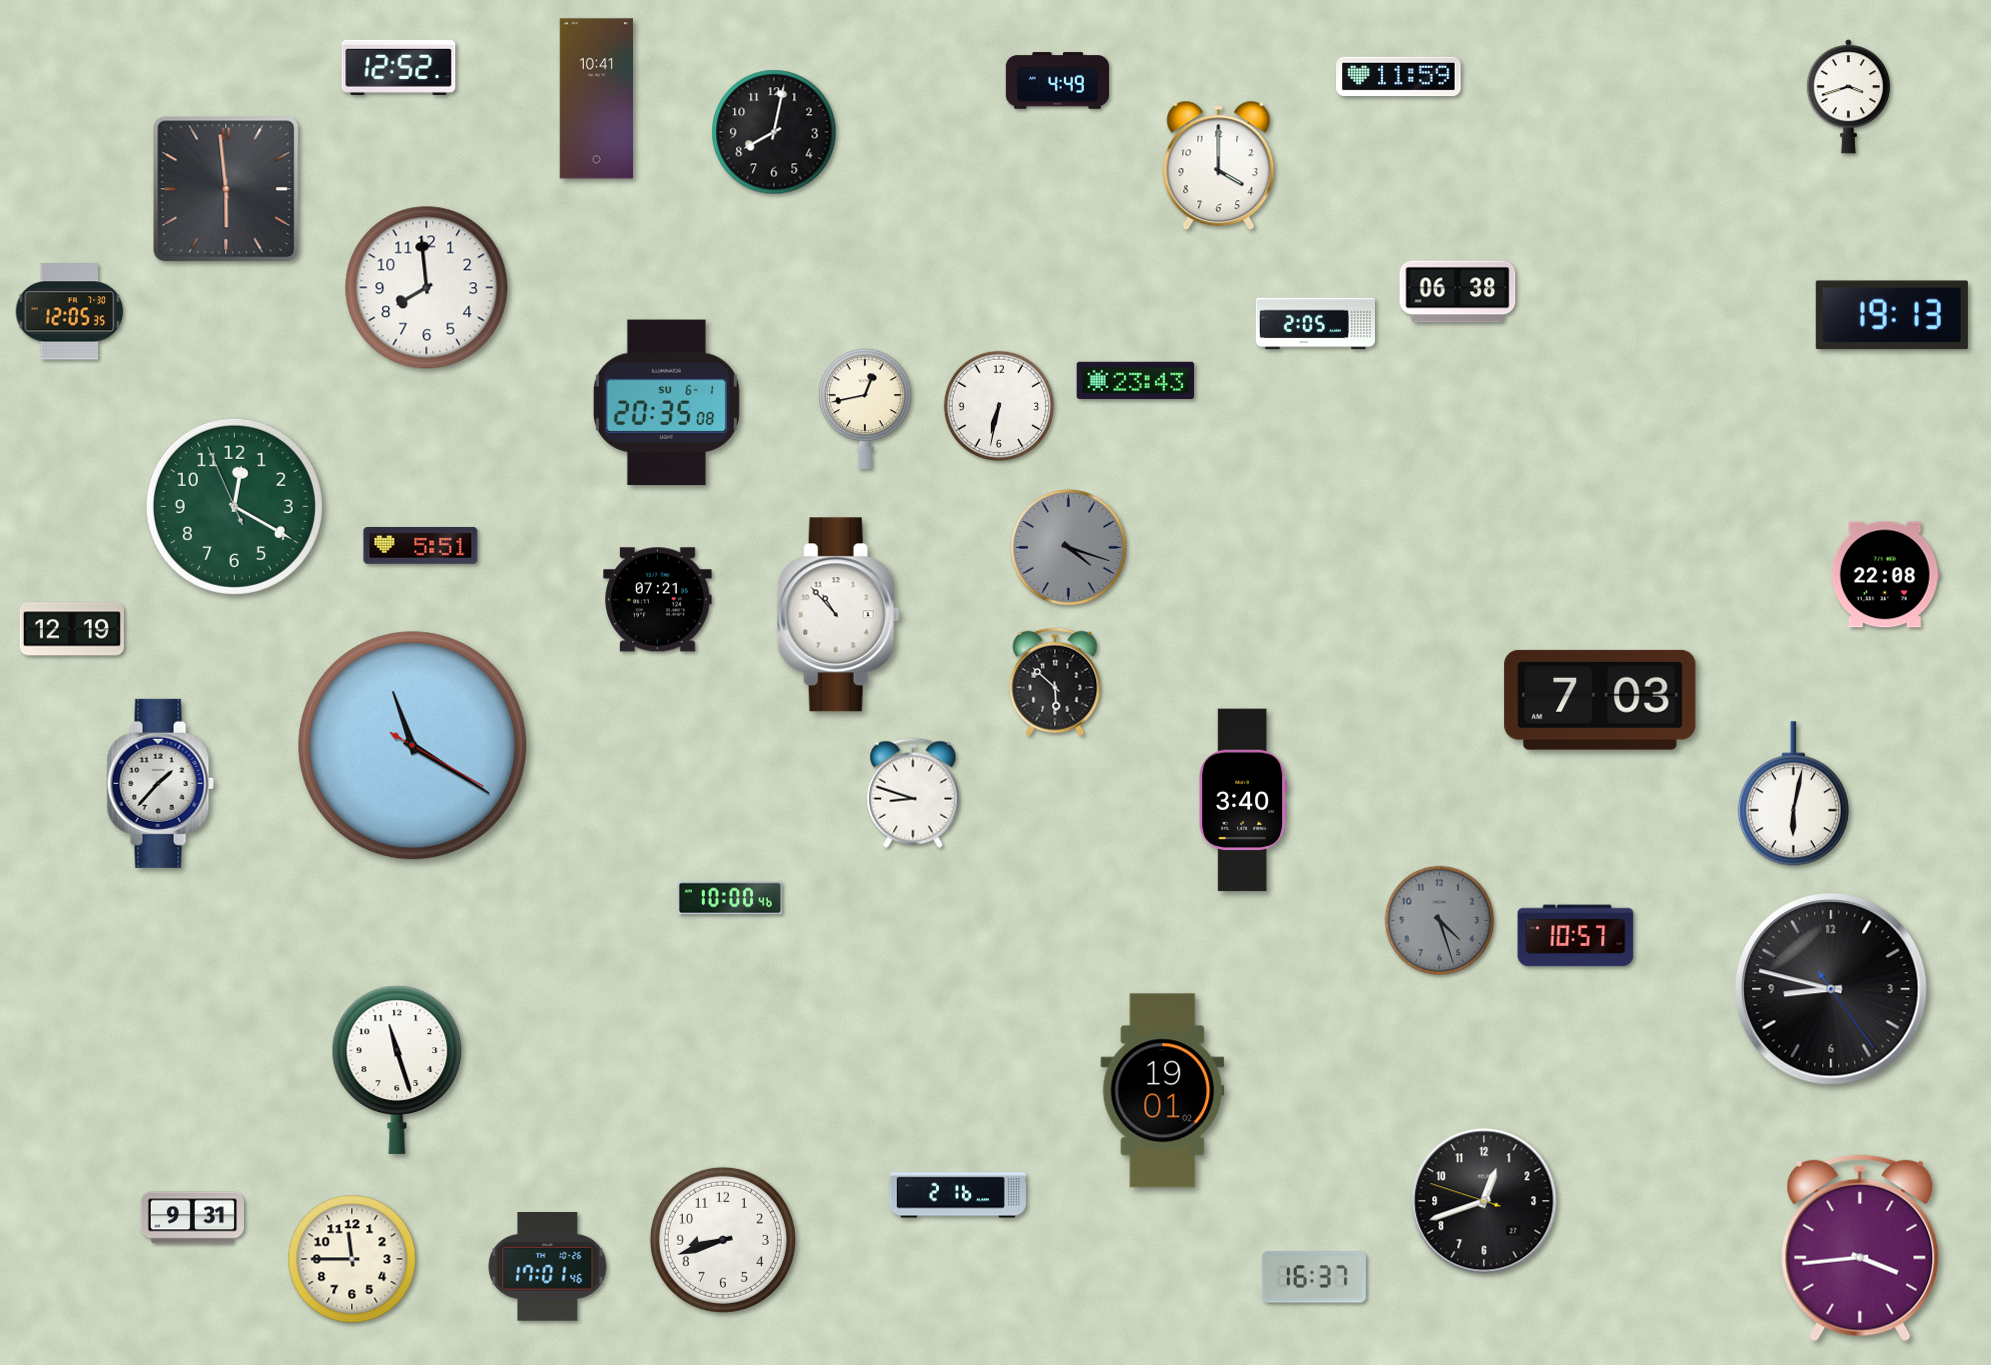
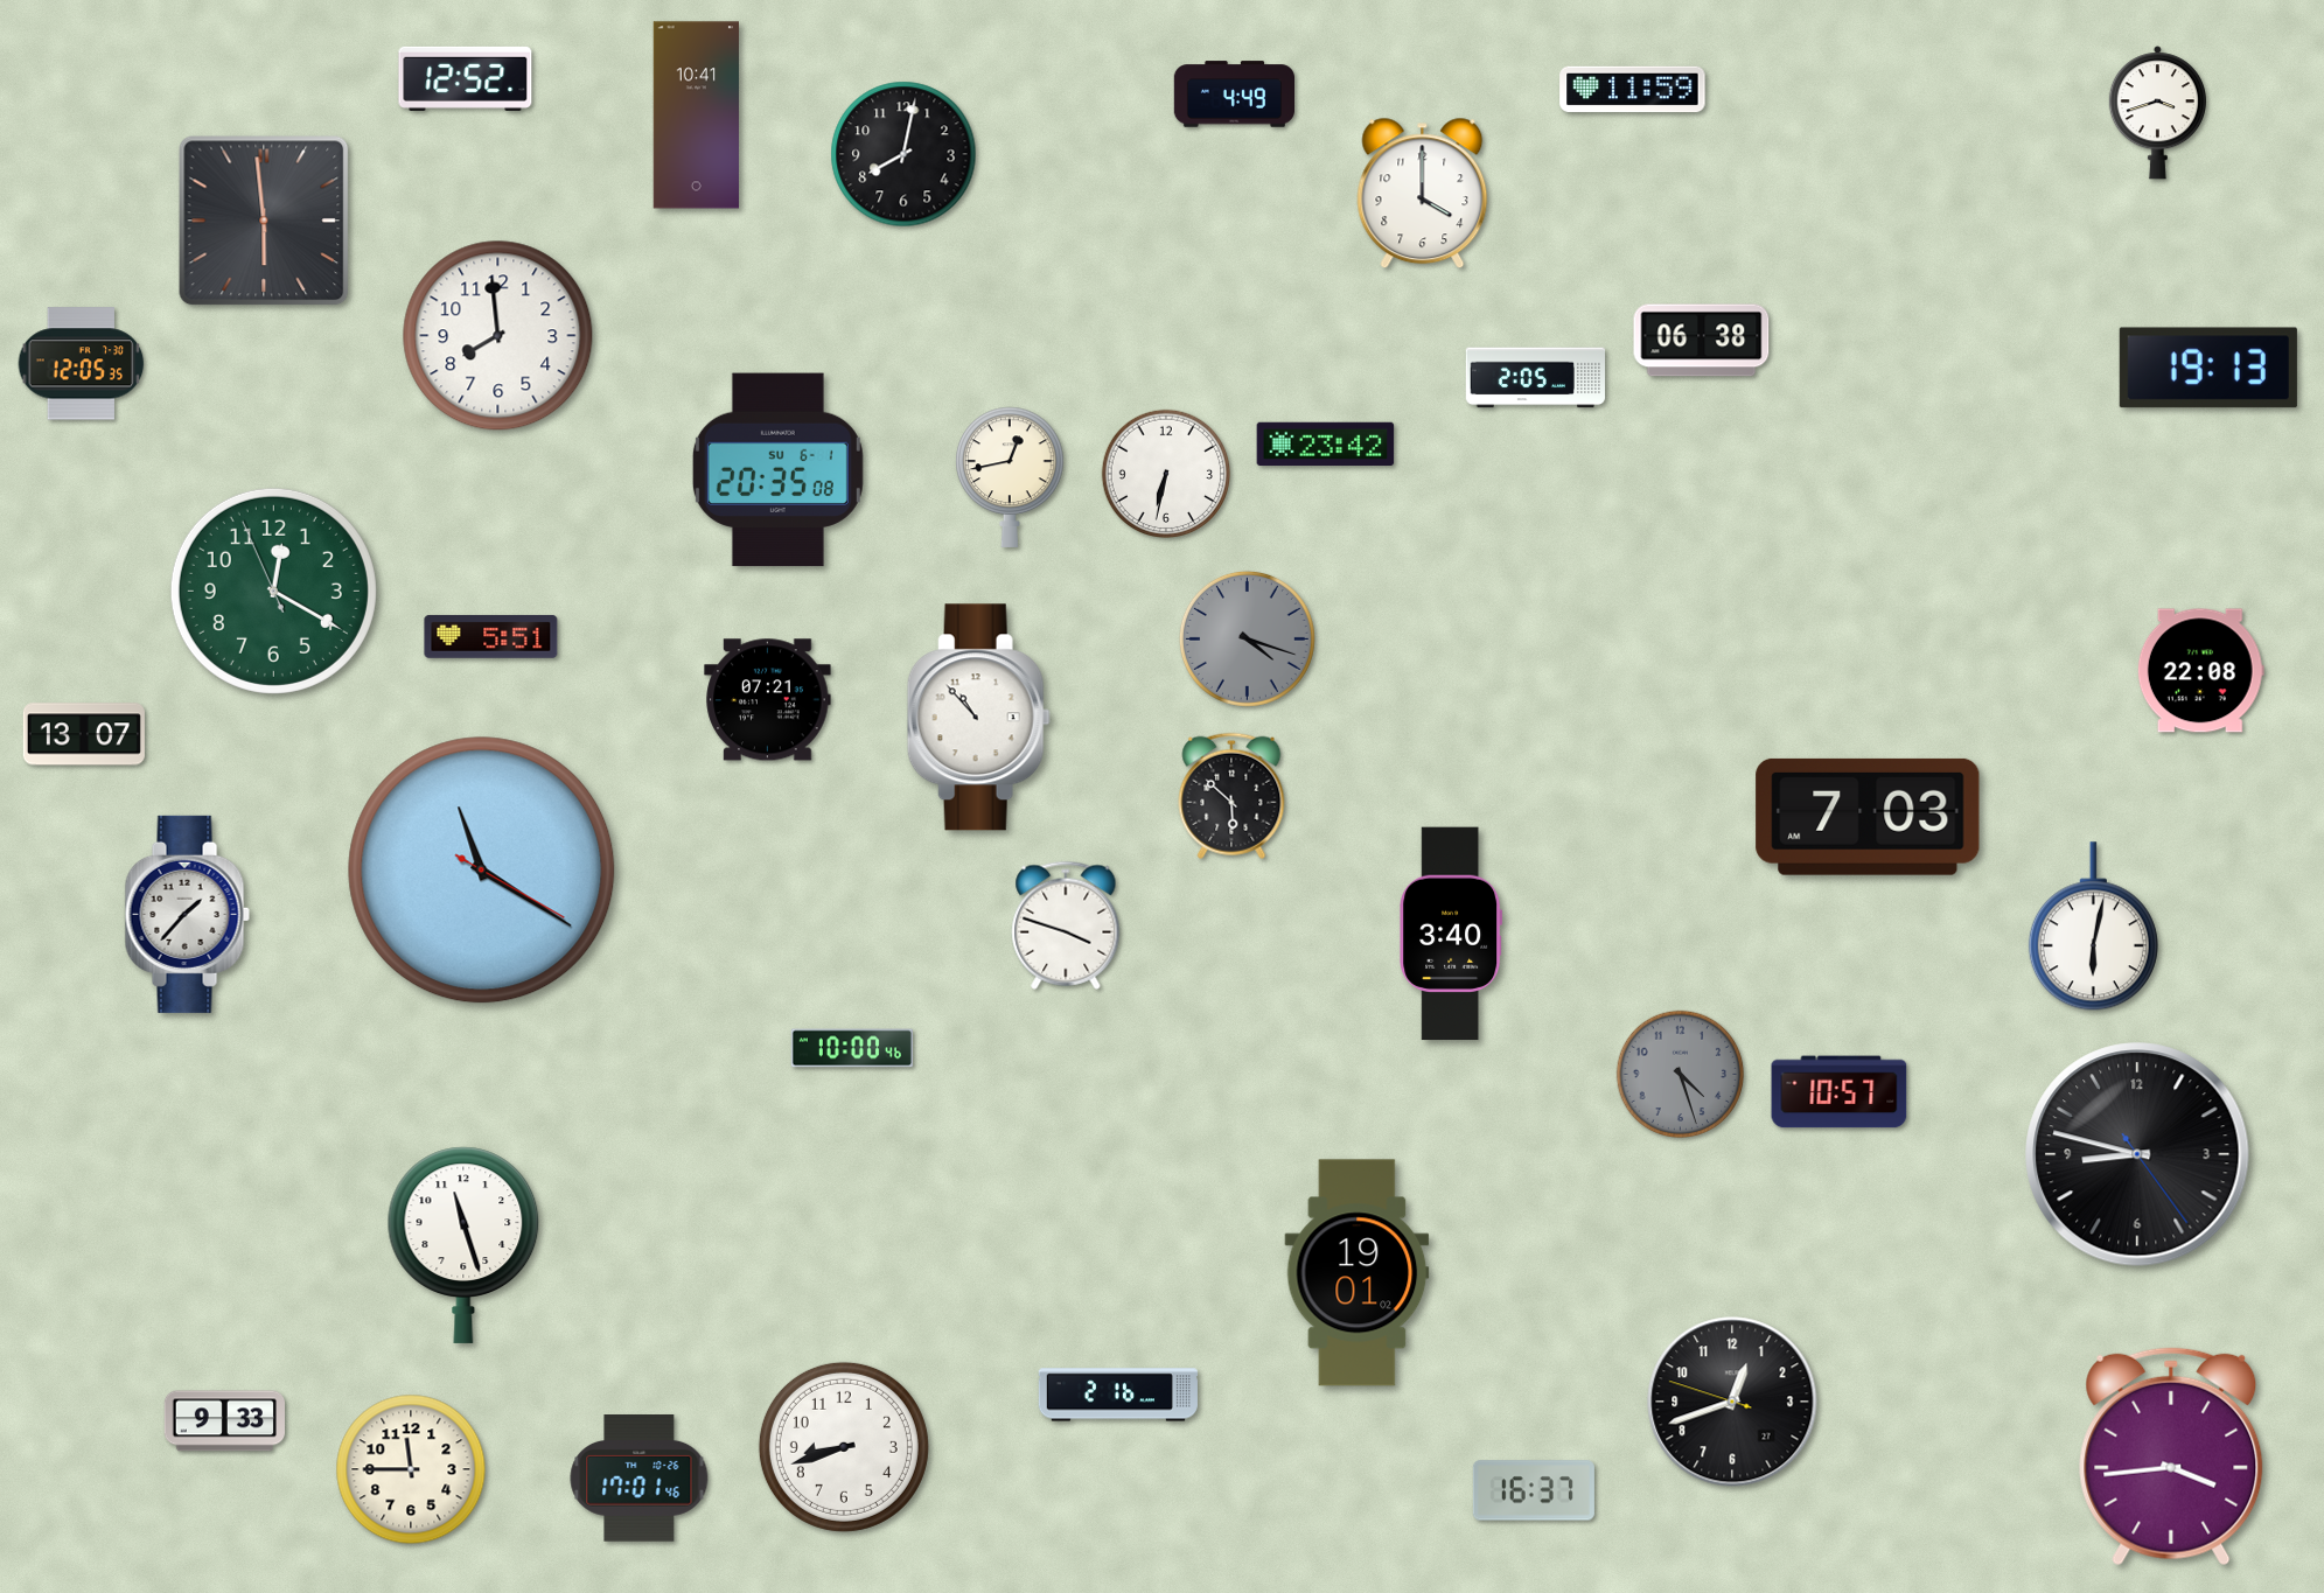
clock at (1136, 380): 23:43 -> 23:42
clock at (72, 629): 12:19 -> 13:07
clock at (913, 793): 8:48 -> 3:48
clock at (397, 1070) position: (397, 1070) -> (463, 1245)
clock at (192, 1218): 9:31 -> 9:33
